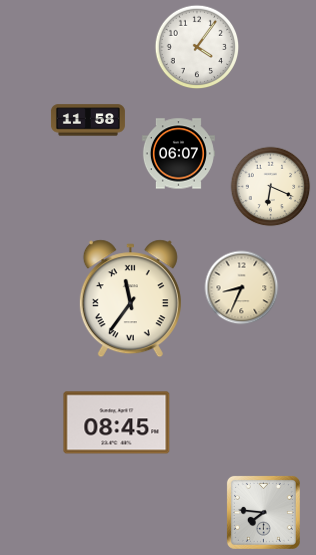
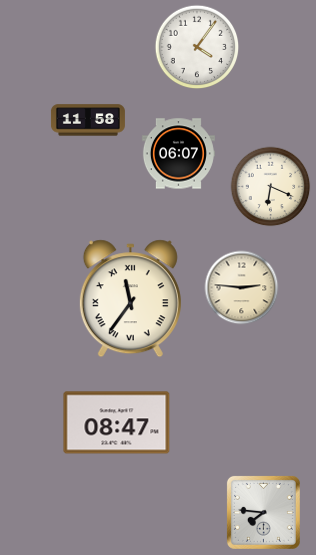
clock at (242, 288): 8:34 -> 2:46
clock at (117, 423): 08:45 -> 08:47
